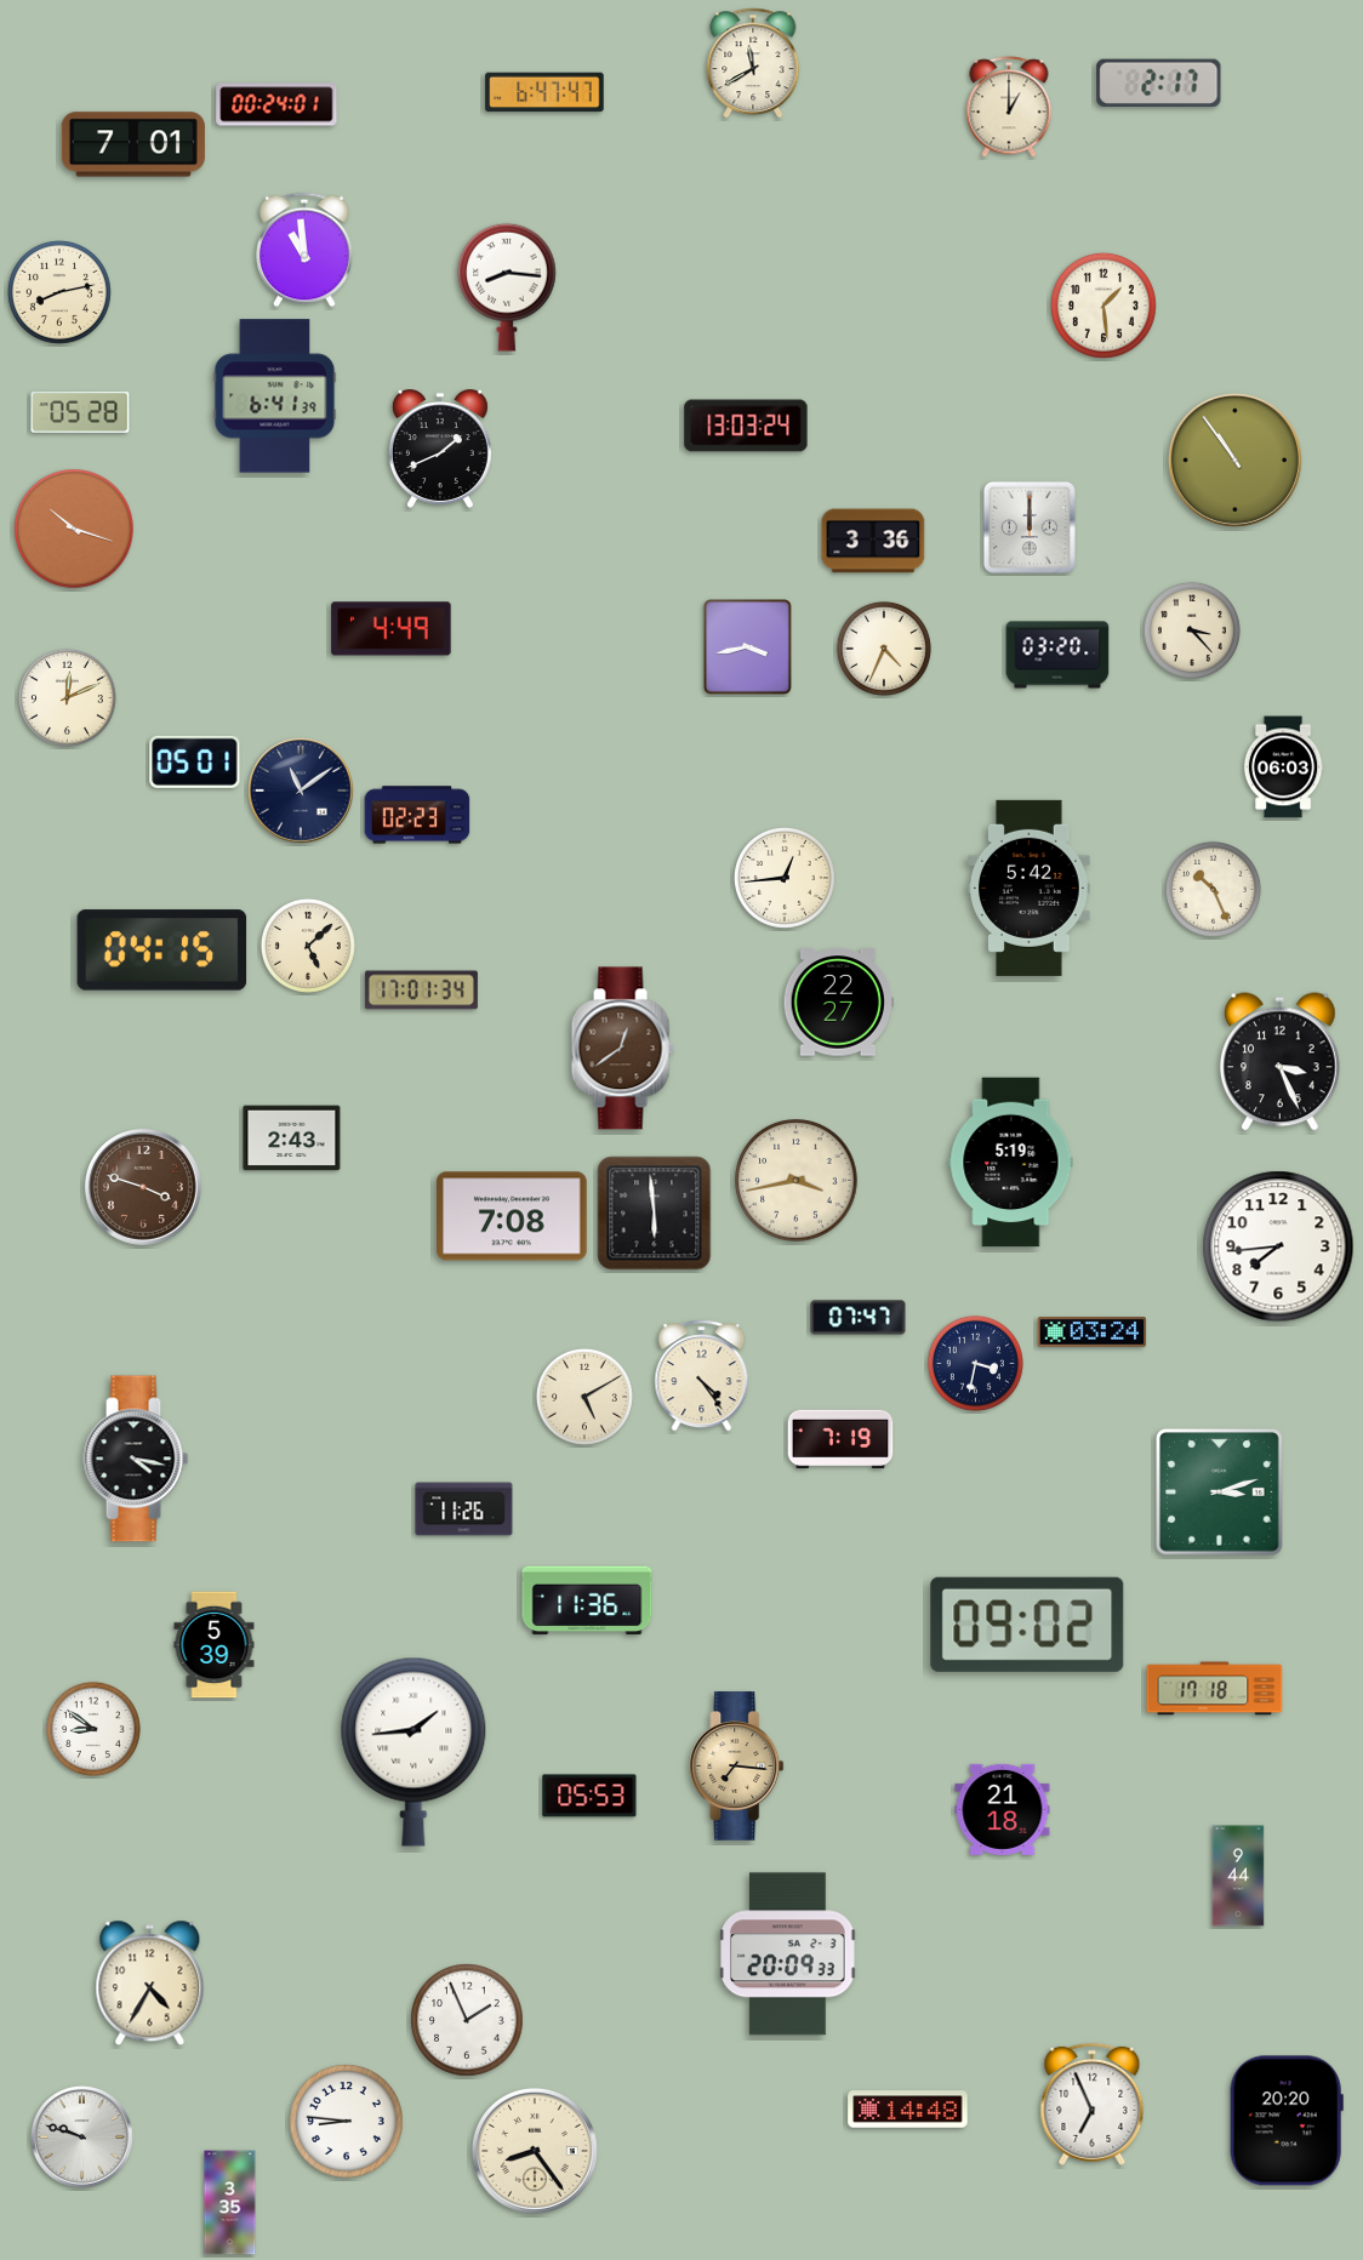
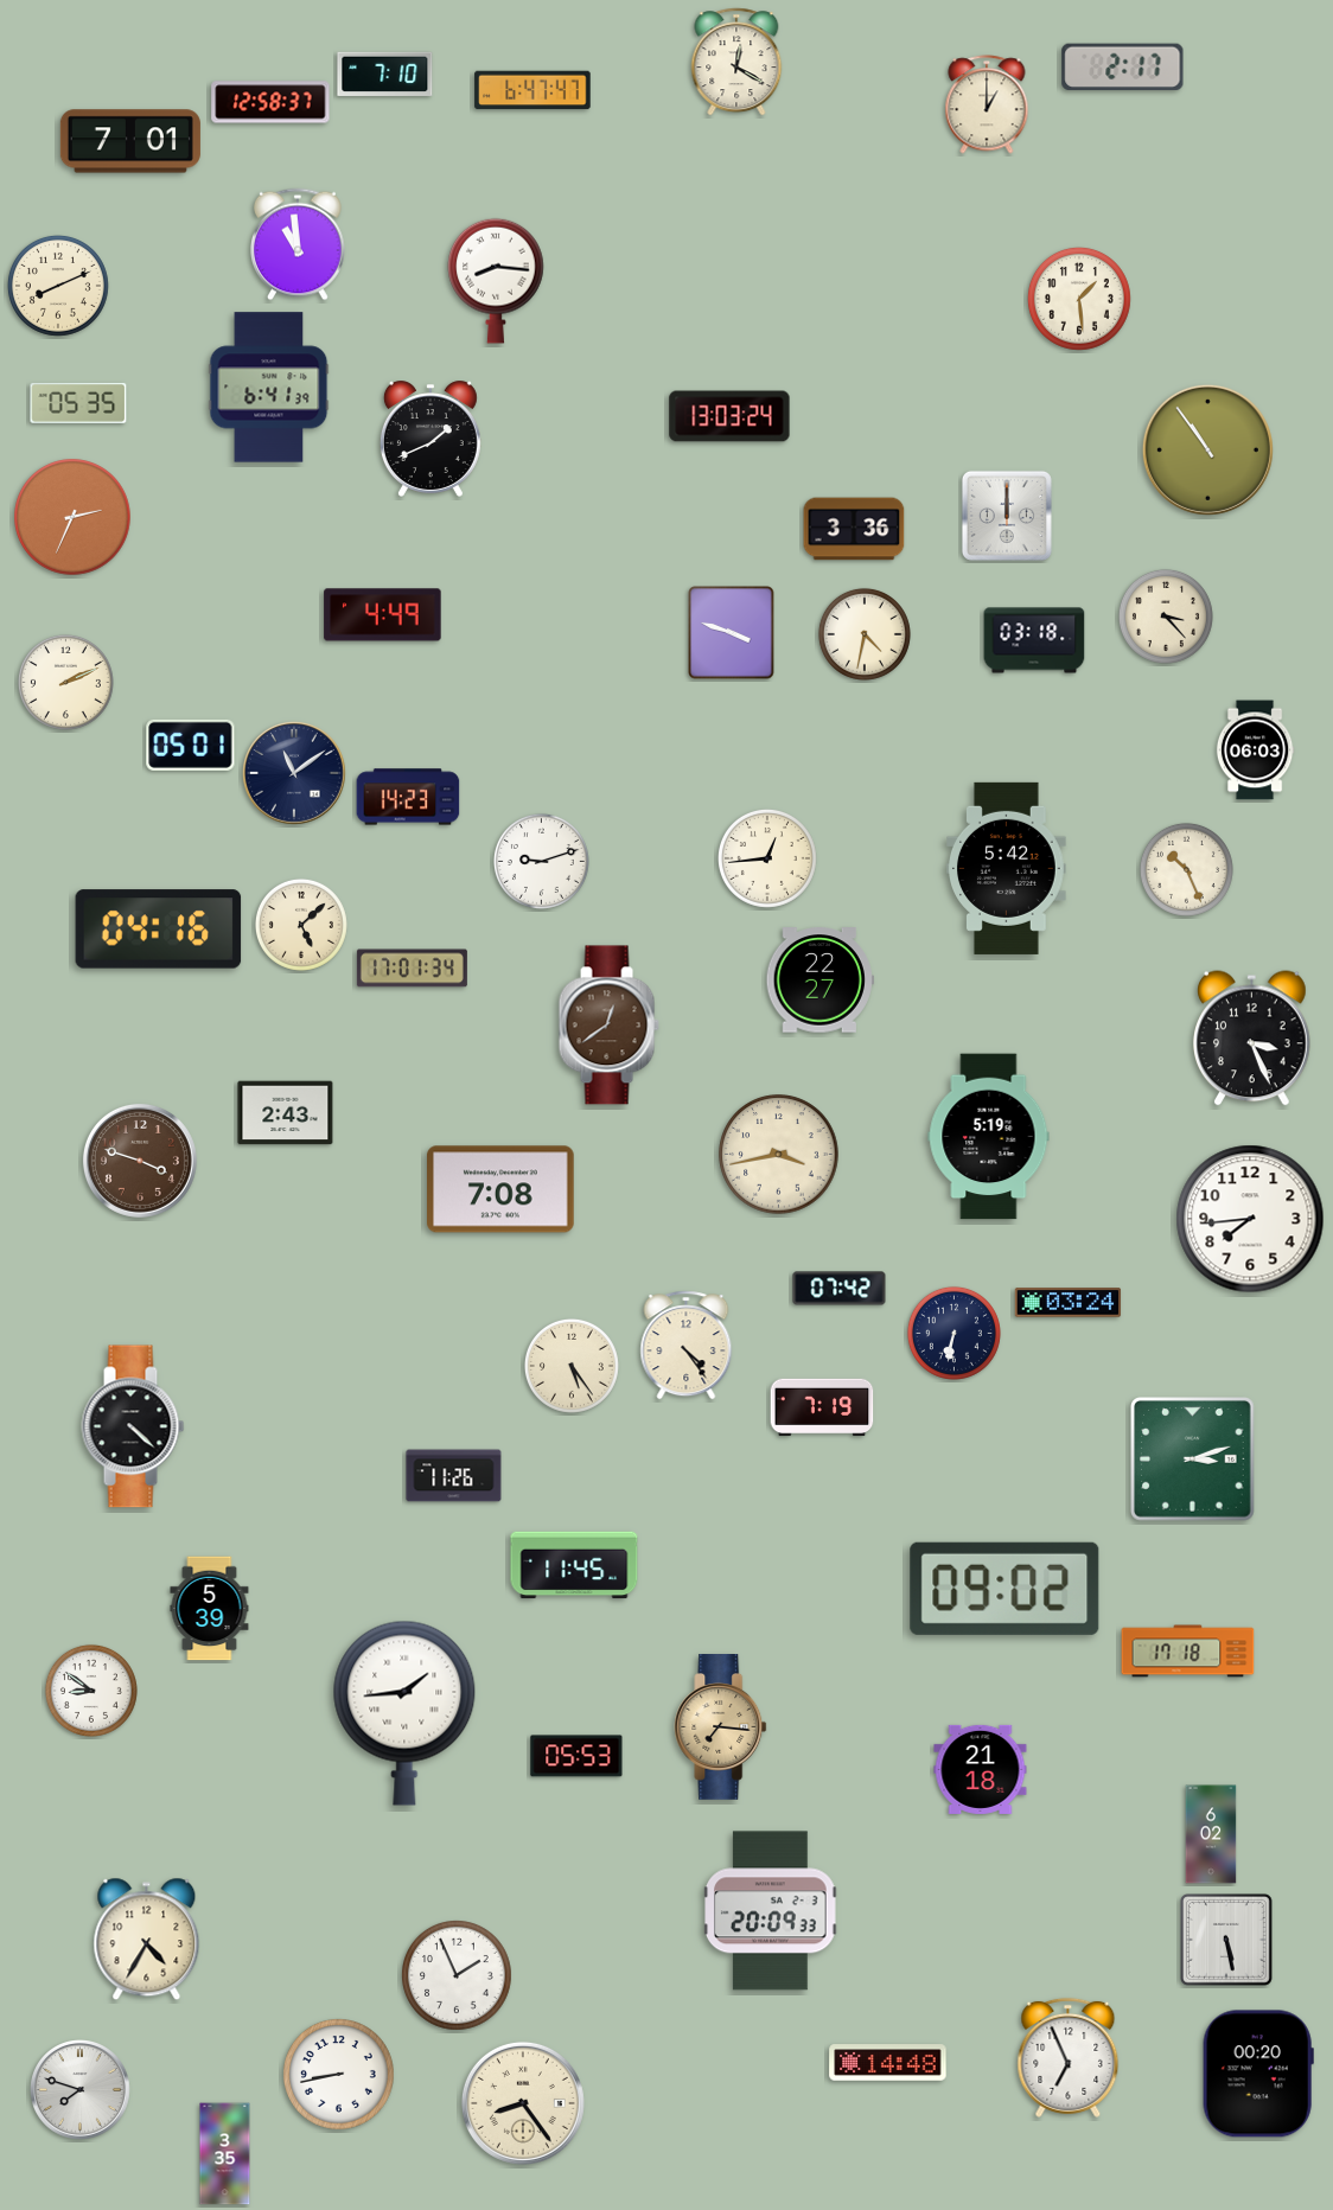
clock at (753, 63): 11:40 -> 12:20
clock at (385, 74): none -> 7:10
clock at (1159, 82) position: (1159, 82) -> (1123, 66)
clock at (276, 104): 00:24 -> 12:58
clock at (59, 292): 8:13 -> 8:11
clock at (80, 412): 05:28 -> 05:35
clock at (74, 529): 10:18 -> 2:34
clock at (748, 647): 3:43 -> 3:48
clock at (884, 649): 4:34 -> 4:32
clock at (1057, 655): 03:20 -> 03:18
clock at (67, 697): 12:11 -> 2:11
clock at (417, 815): 02:23 -> 14:23
clock at (541, 861): none -> 9:12
clock at (162, 951): 04:15 -> 04:16
clock at (655, 1214): 5:59 -> none
clock at (859, 1318): 07:47 -> 07:42
clock at (975, 1363): 3:32 -> 6:32
clock at (584, 1397): 5:10 -> 5:24
clock at (136, 1459): 4:17 -> 4:22
clock at (587, 1600): 11:36 -> 11:45
clock at (1238, 1876): 9:44 -> 6:02
clock at (1226, 1940): none -> 5:28
clock at (1287, 2121): 20:20 -> 00:20
clock at (347, 2122): 8:46 -> 8:43
clock at (82, 2138): 9:48 -> 7:48
